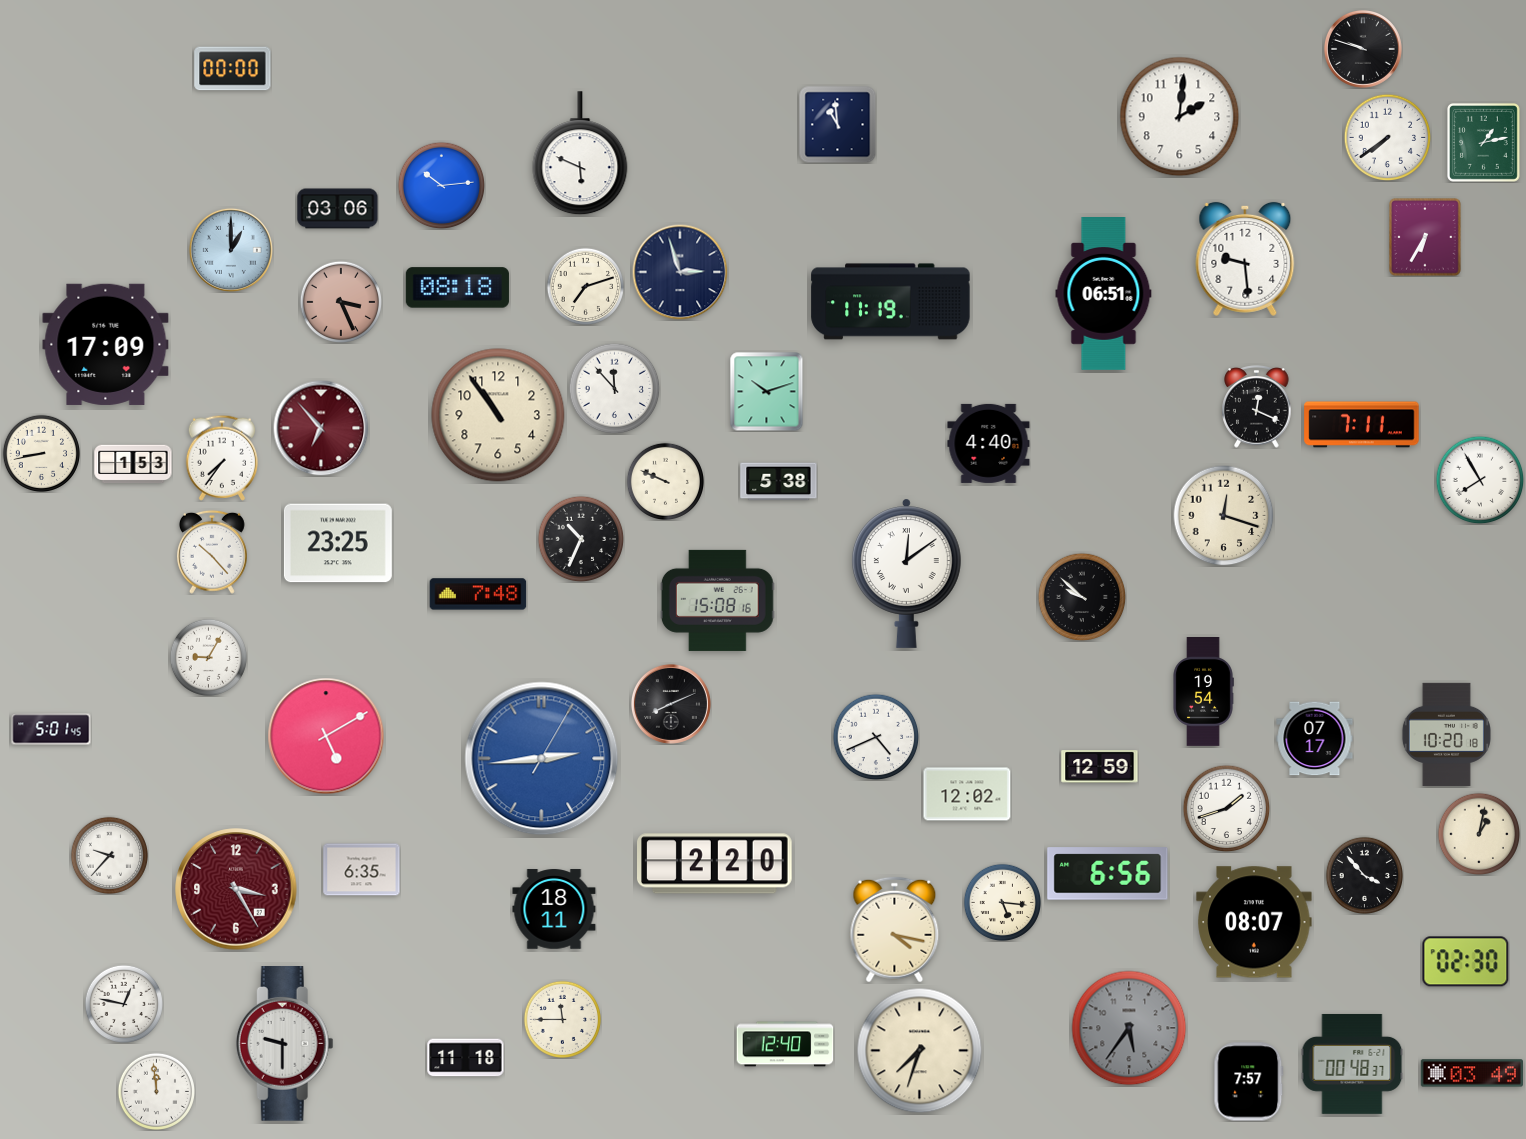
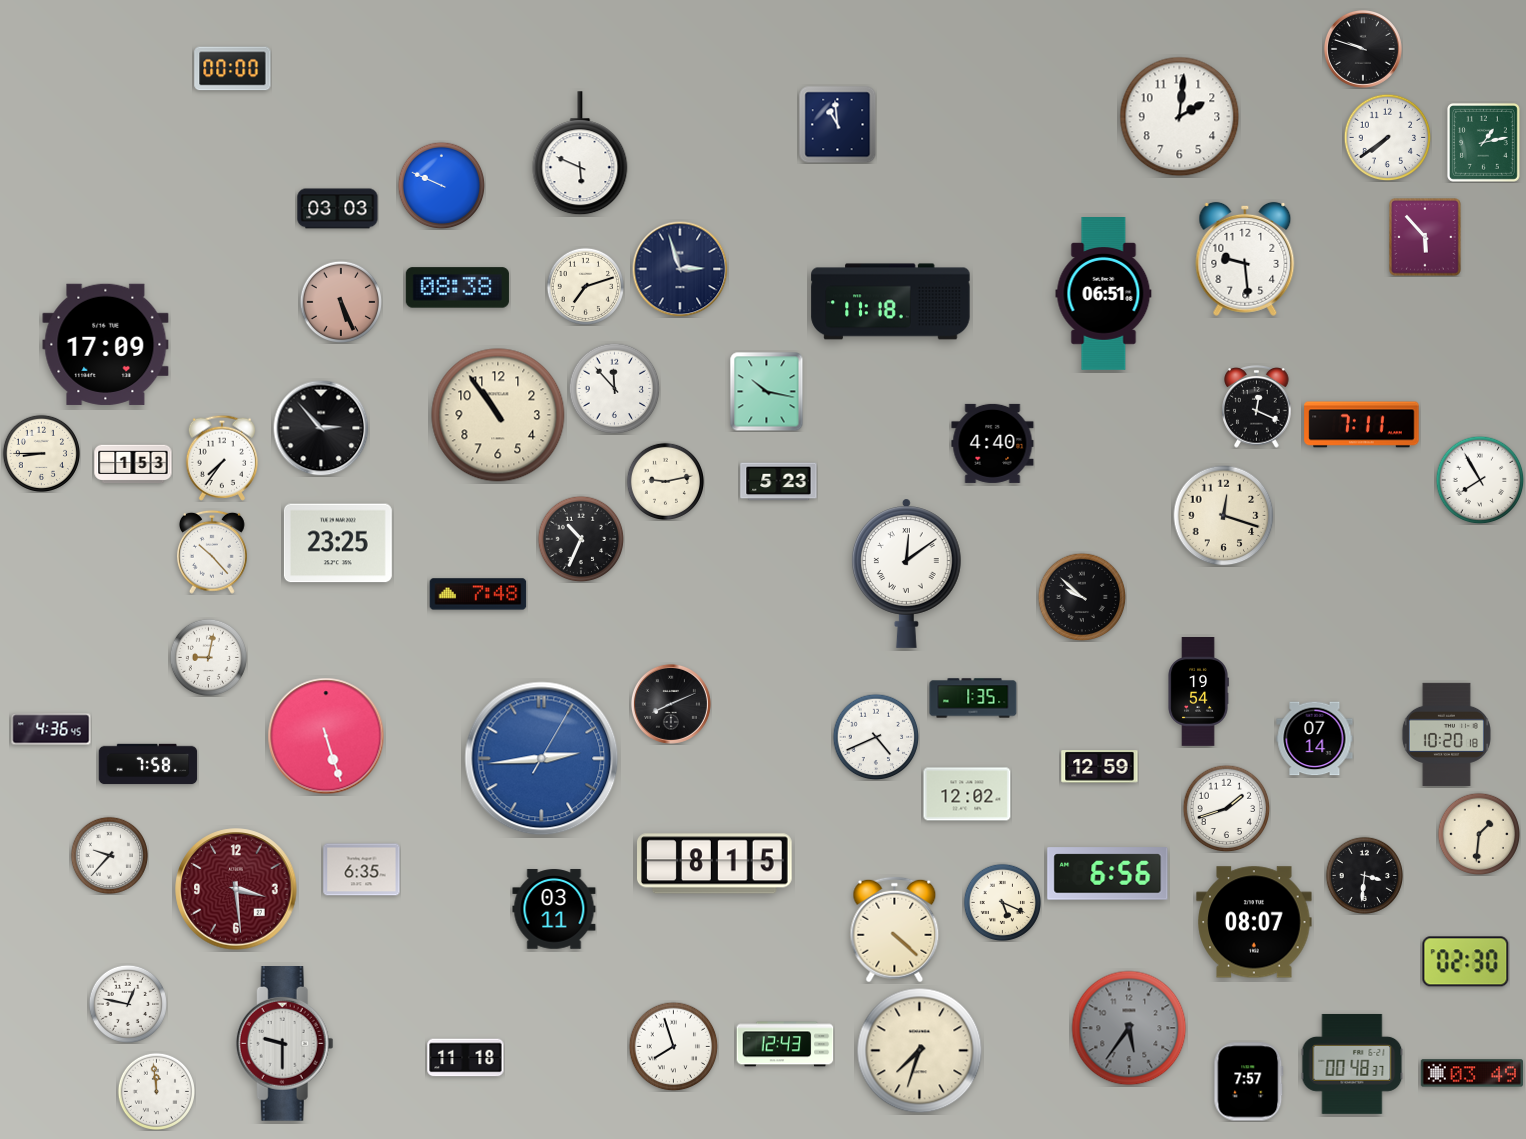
clock at (441, 185): 10:14 -> 9:49
clock at (338, 209): 03:06 -> 03:03
clock at (1425, 237): 6:35 -> 5:53
clock at (231, 250): 1:00 -> none
clock at (680, 272) position: (680, 272) -> (680, 269)
clock at (457, 288): 08:18 -> 08:38
clock at (341, 302): 3:26 -> 5:26
clock at (891, 302): 11:19 -> 11:18
clock at (767, 391): 10:12 -> 10:17
clock at (321, 428): 6:53 -> 2:53
clock at (321, 428) dial: burgundy -> black
clock at (989, 443) position: (989, 443) -> (993, 443)
clock at (41, 453): 8:43 -> 8:45
clock at (665, 481): 9:49 -> 9:13
clock at (779, 482): 5:38 -> 5:23
clock at (717, 600): 15:08 -> none
clock at (208, 657): 9:05 -> 9:02
clock at (1203, 692) position: (1203, 692) -> (1198, 692)
clock at (973, 698): none -> 1:35
clock at (51, 729): 5:01 -> 4:36
clock at (326, 736): 5:10 -> 5:27
clock at (1315, 739): 07:17 -> 07:14
clock at (148, 764): none -> 7:58
clock at (1479, 834): 1:02 -> 1:31
clock at (715, 864): 2:20 -> 8:15
clock at (1364, 875): 3:53 -> 3:31
clock at (236, 889): 3:25 -> 3:29
clock at (1002, 902): 5:16 -> 5:19
clock at (554, 909): 18:11 -> 03:11
clock at (895, 930): 4:17 -> 4:22
clock at (123, 1003) position: (123, 1003) -> (127, 1003)
clock at (562, 1019): 11:45 -> none
clock at (785, 1044): 12:40 -> 12:43
clock at (673, 1046): none -> 7:57
